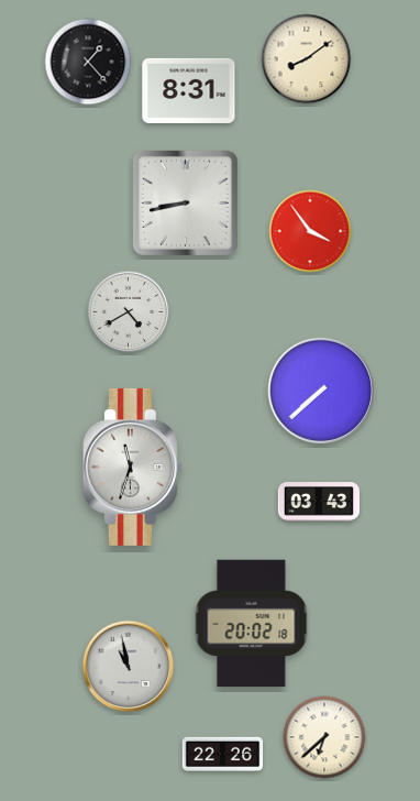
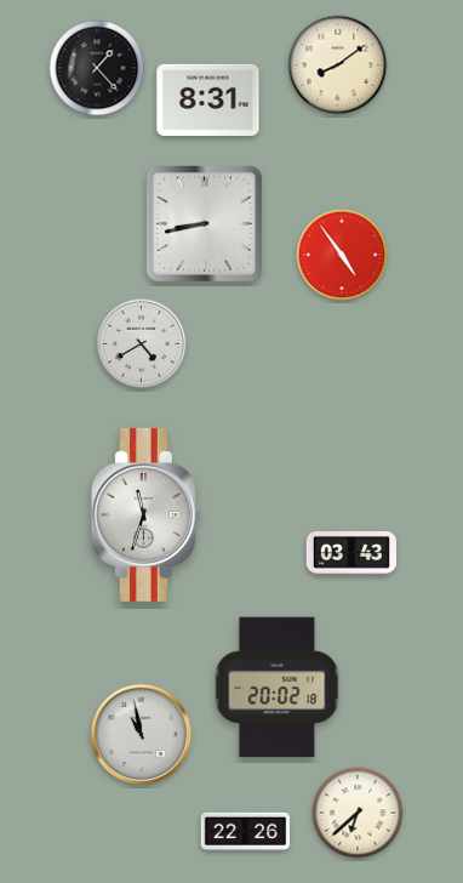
clock at (310, 231): 3:54 -> 4:54
clock at (321, 391): 7:38 -> none
